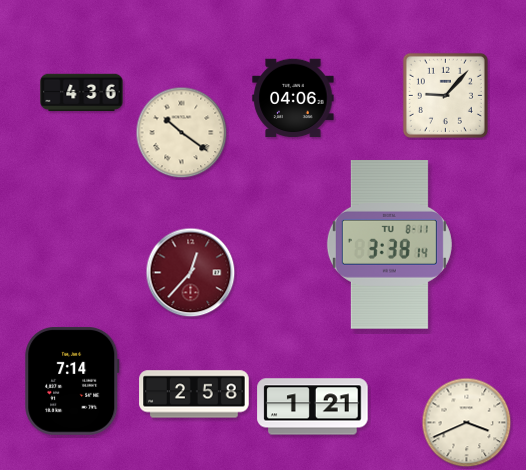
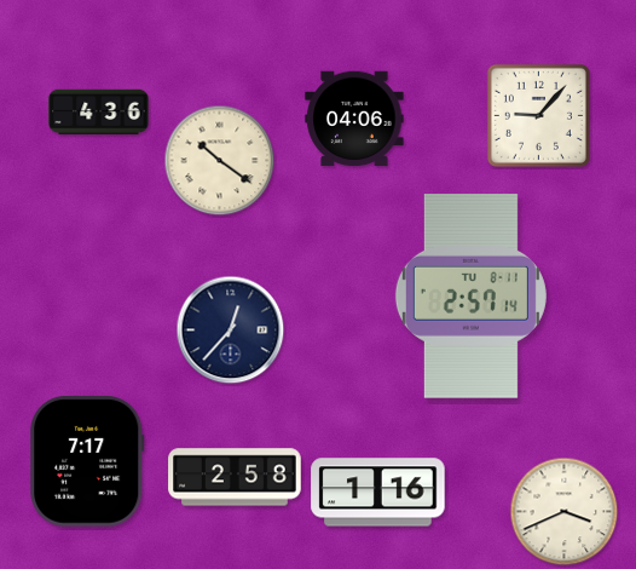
clock at (389, 245): 3:38 -> 2:57
clock at (191, 273) dial: burgundy -> navy
clock at (72, 381): 7:14 -> 7:17
clock at (313, 407): 1:21 -> 1:16
